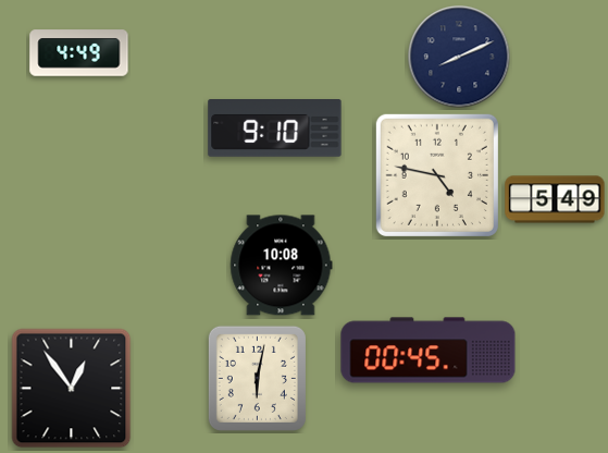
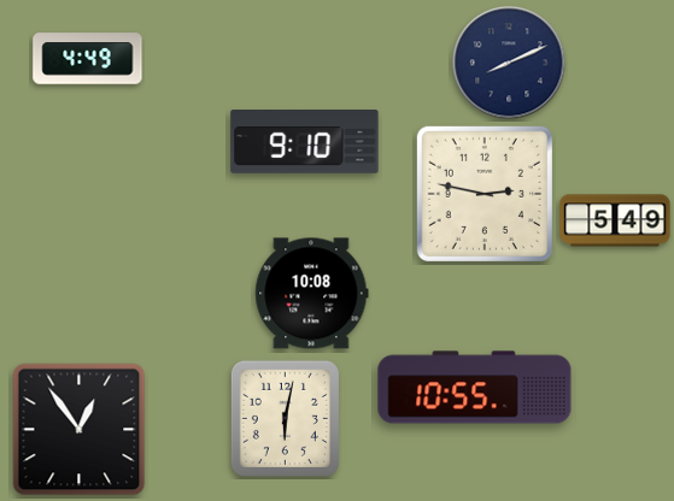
clock at (437, 175): 4:47 -> 2:47
clock at (429, 351): 00:45 -> 10:55
